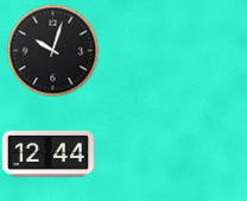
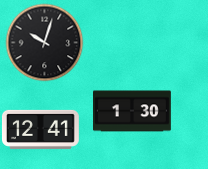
clock at (133, 111): none -> 1:30
clock at (47, 153): 12:44 -> 12:41
